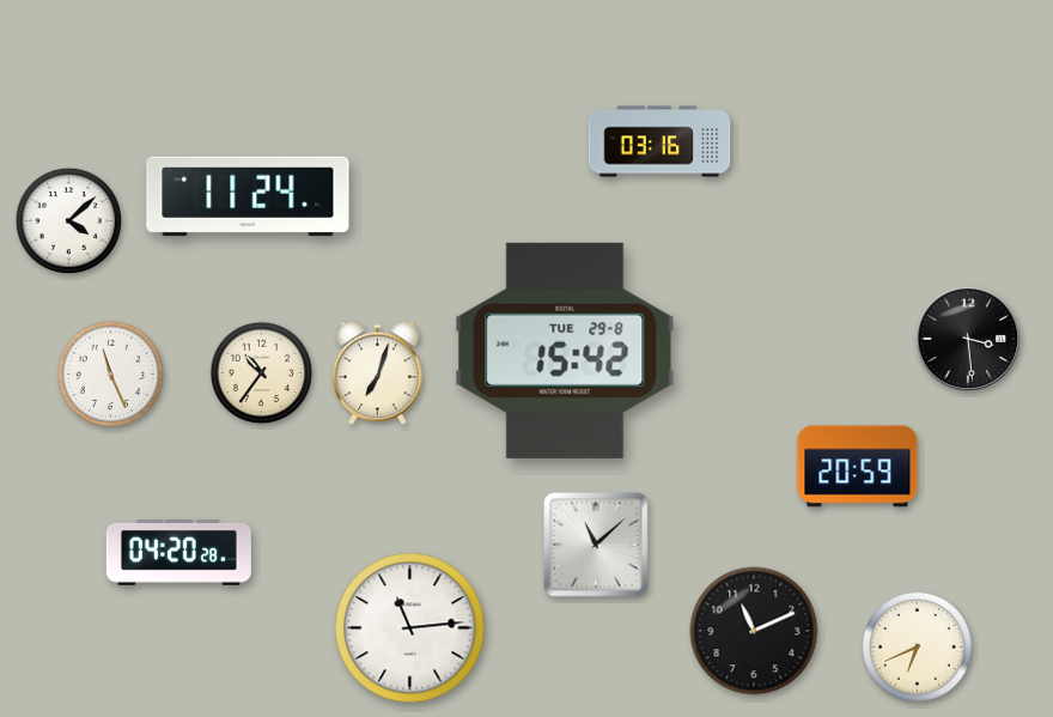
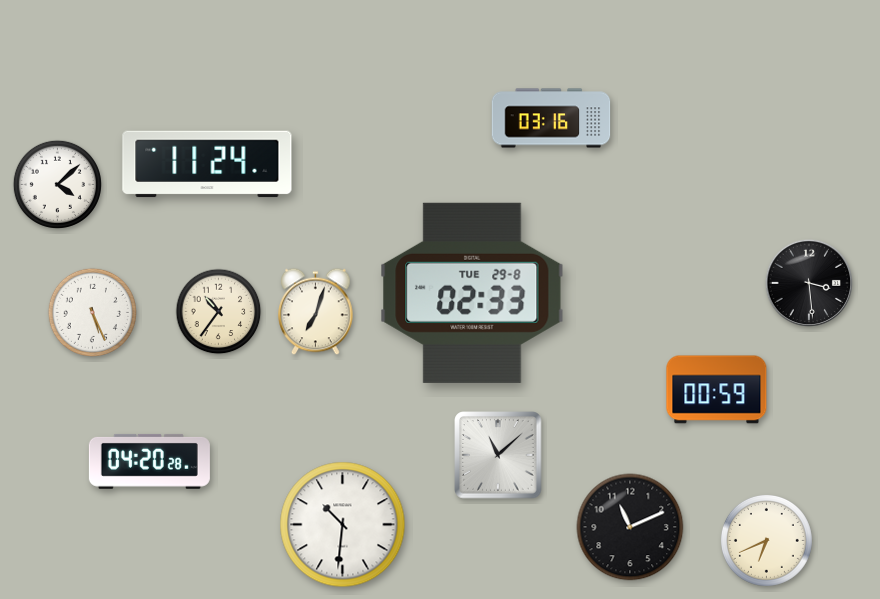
clock at (565, 351): 15:42 -> 02:33
clock at (110, 373): 11:26 -> 5:26
clock at (858, 467): 20:59 -> 00:59
clock at (410, 628): 11:14 -> 10:31
